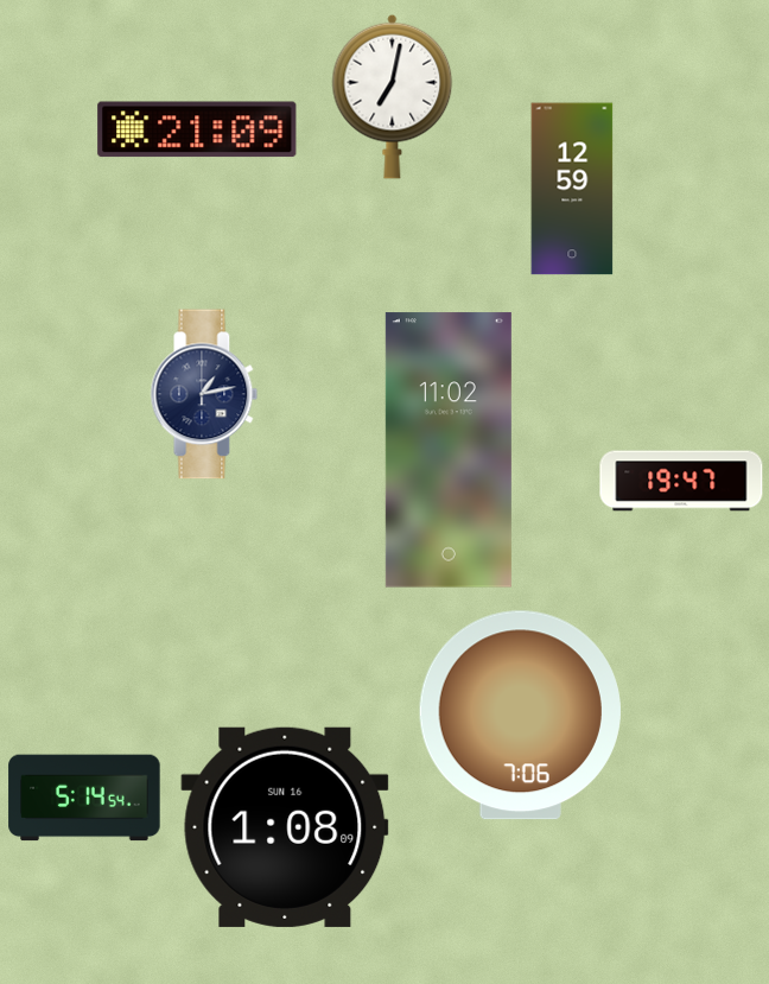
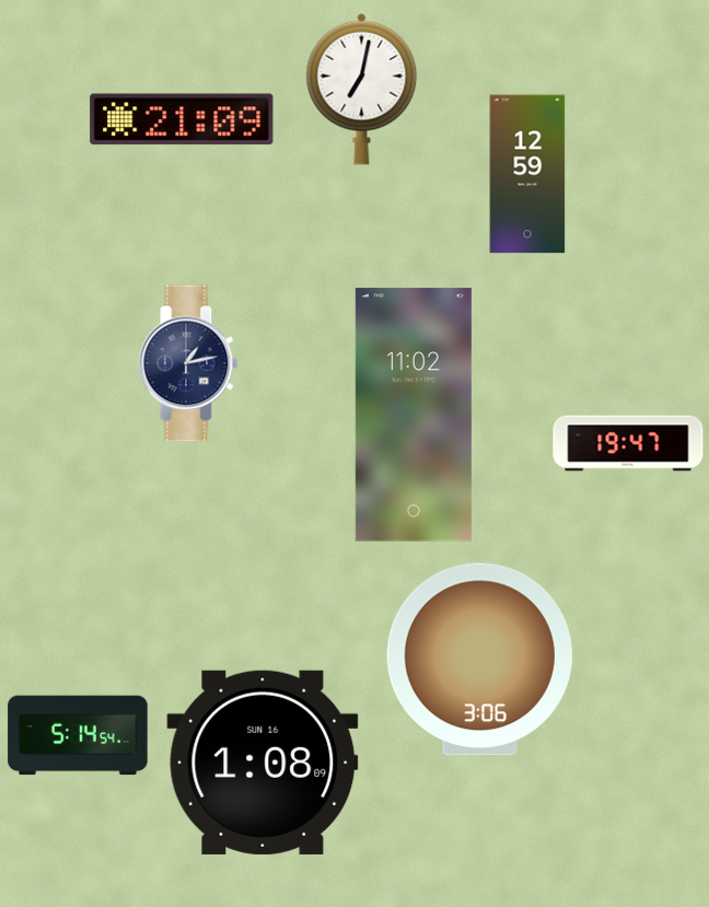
clock at (520, 716): 7:06 -> 3:06
